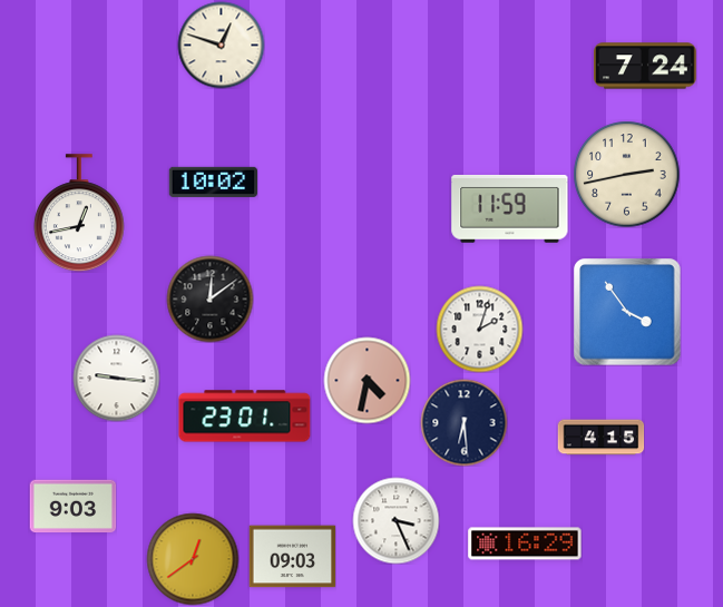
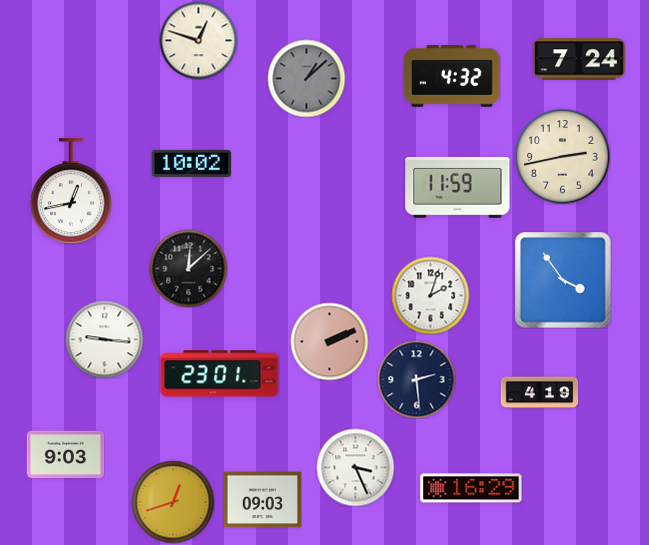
clock at (452, 76): none -> 4:32
clock at (306, 78): none -> 1:08
clock at (209, 298): 12:09 -> 12:08
clock at (367, 380): 4:32 -> 2:11
clock at (463, 422): 6:29 -> 2:29
clock at (600, 438): 4:15 -> 4:19
clock at (193, 559): 12:39 -> 12:42
